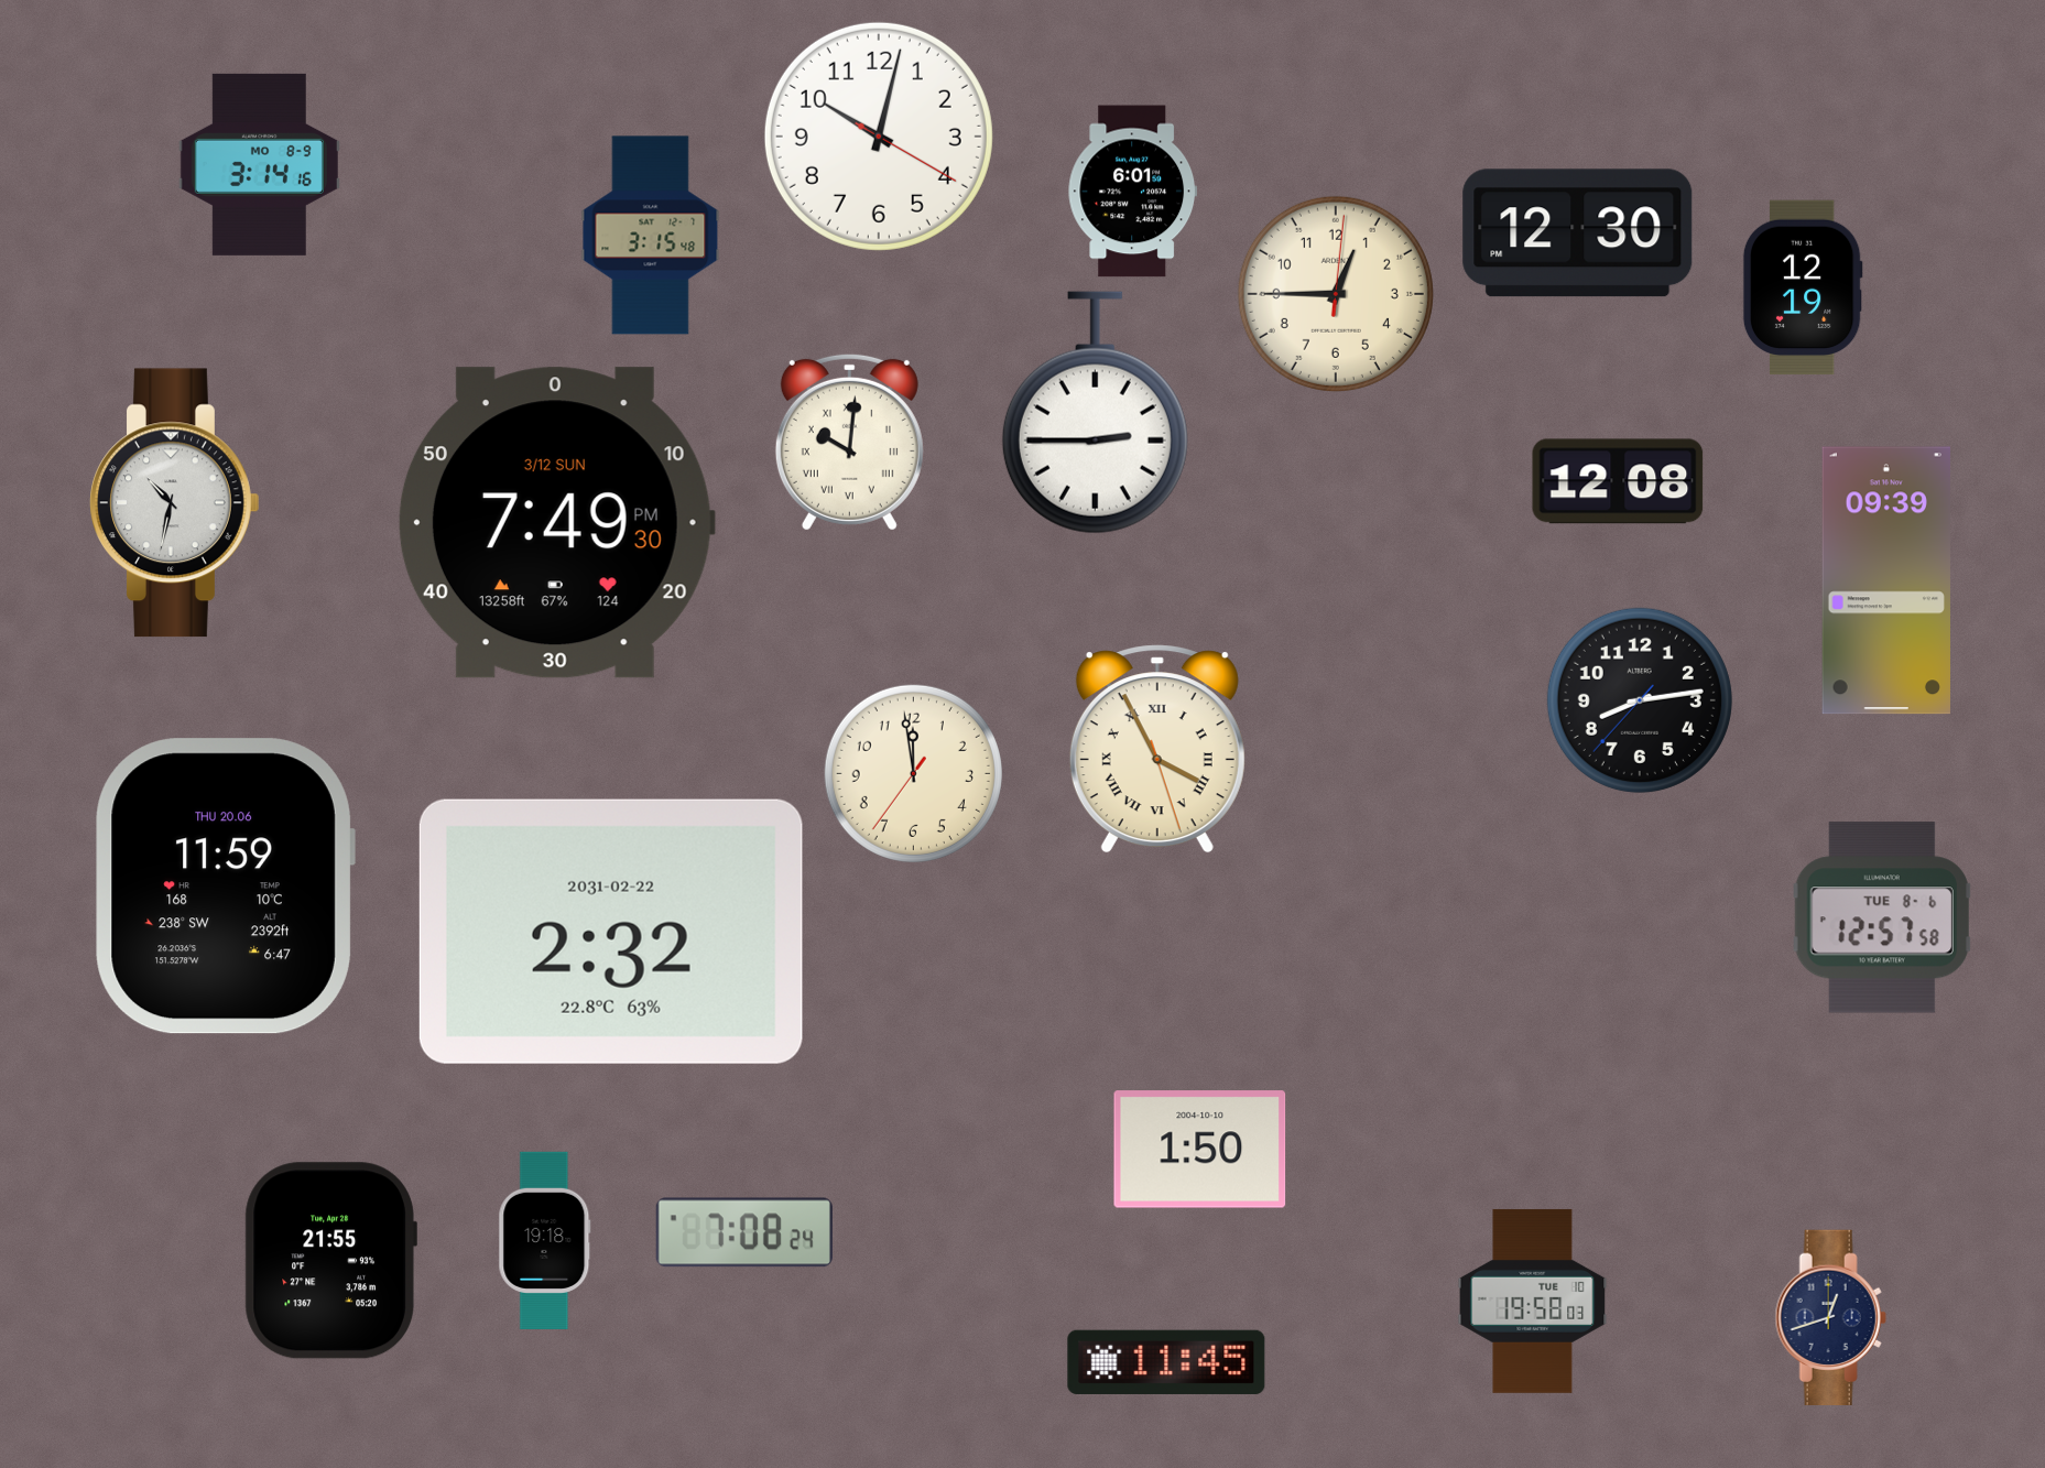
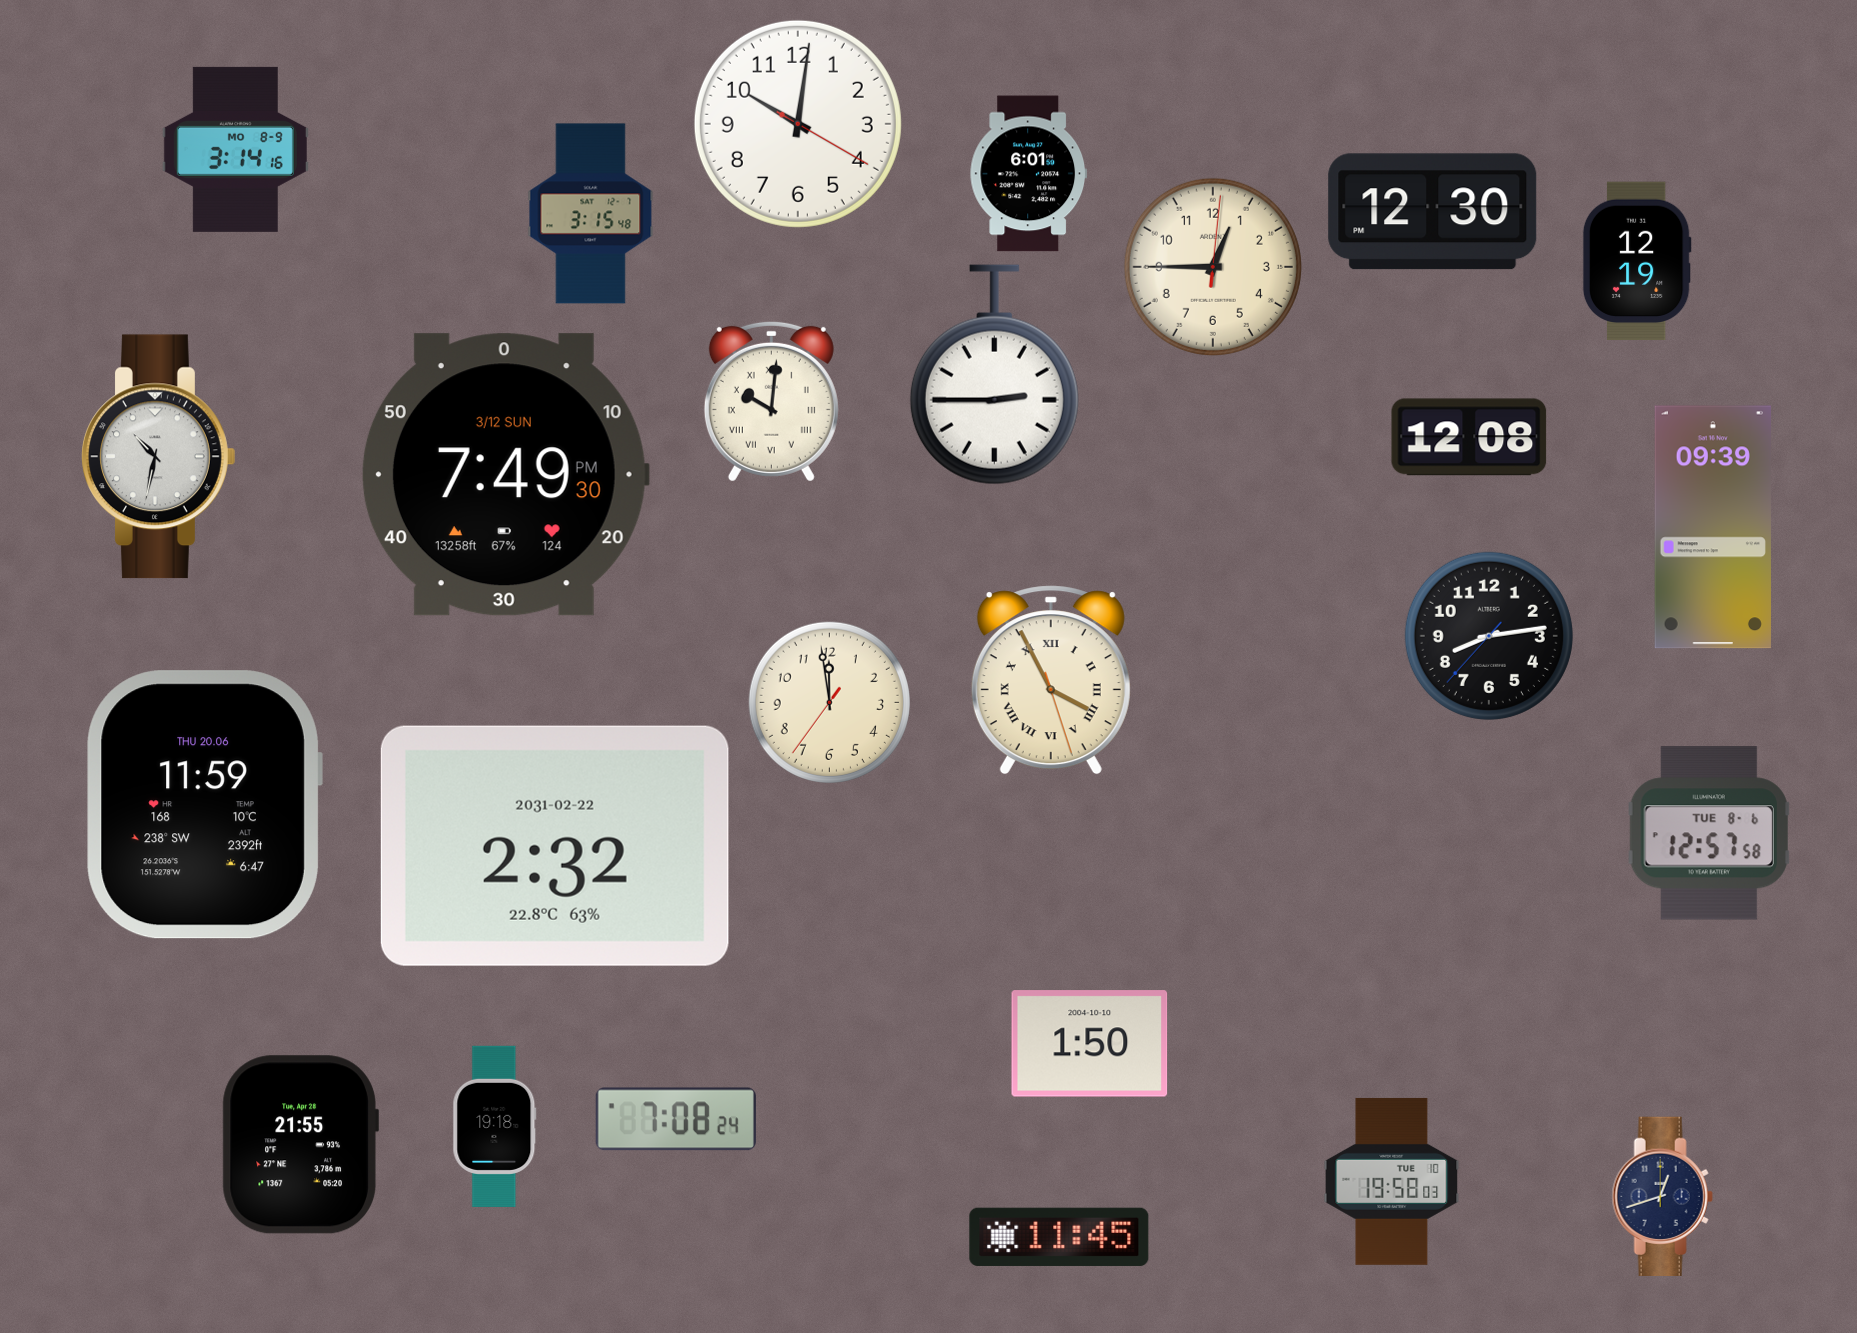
clock at (879, 137): 10:02 -> 10:01
